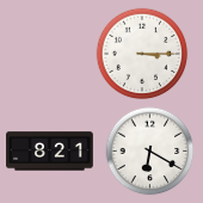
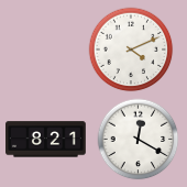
clock at (142, 54): 3:15 -> 4:11
clock at (150, 152): 6:20 -> 12:20
